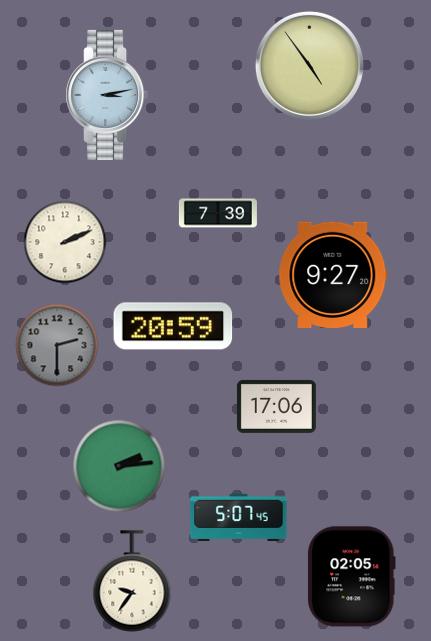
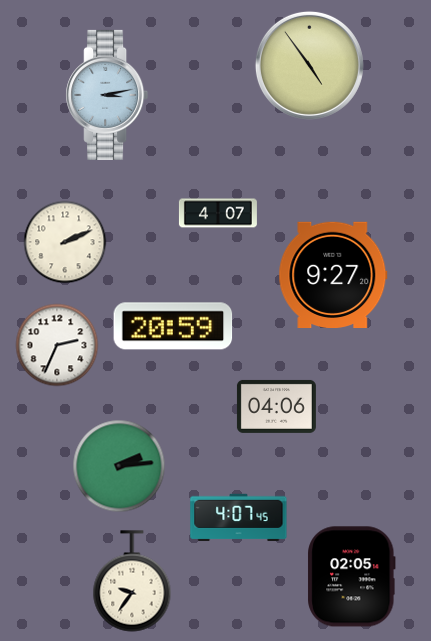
clock at (218, 213): 7:39 -> 4:07
clock at (57, 345): 2:30 -> 2:34
clock at (57, 345) dial: grey -> white
clock at (276, 406): 17:06 -> 04:06
clock at (239, 518): 5:07 -> 4:07
